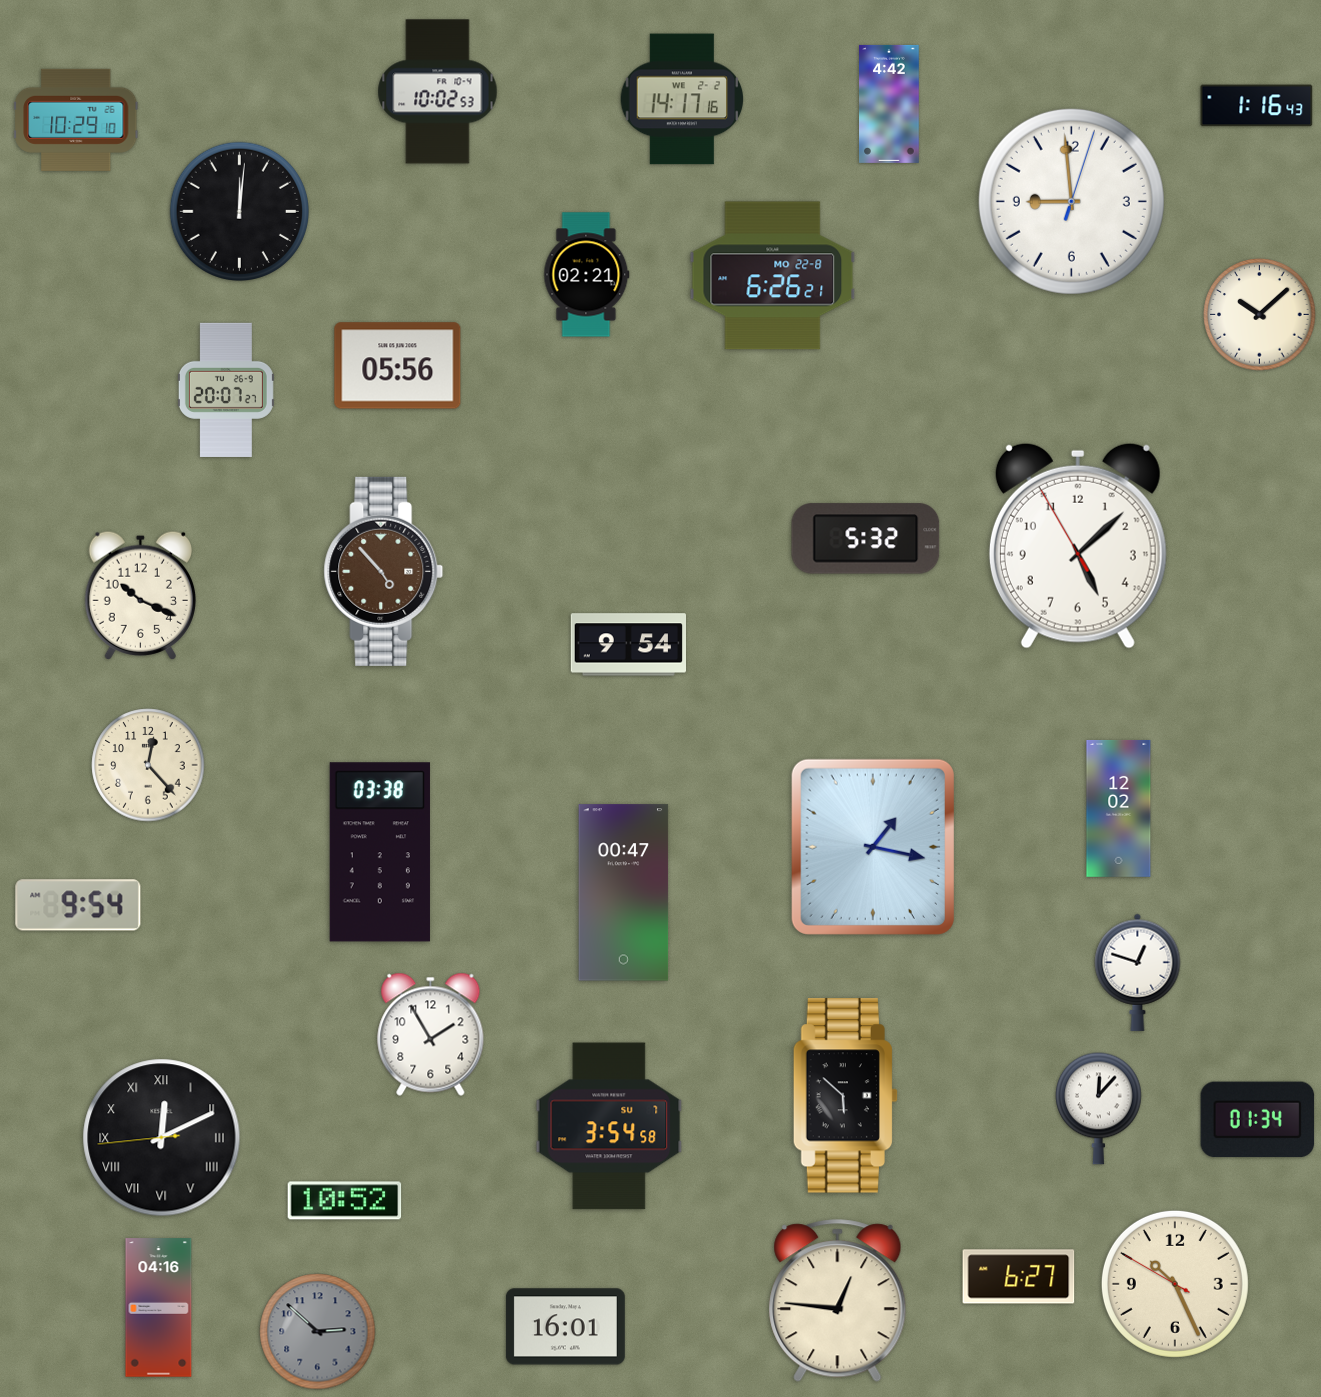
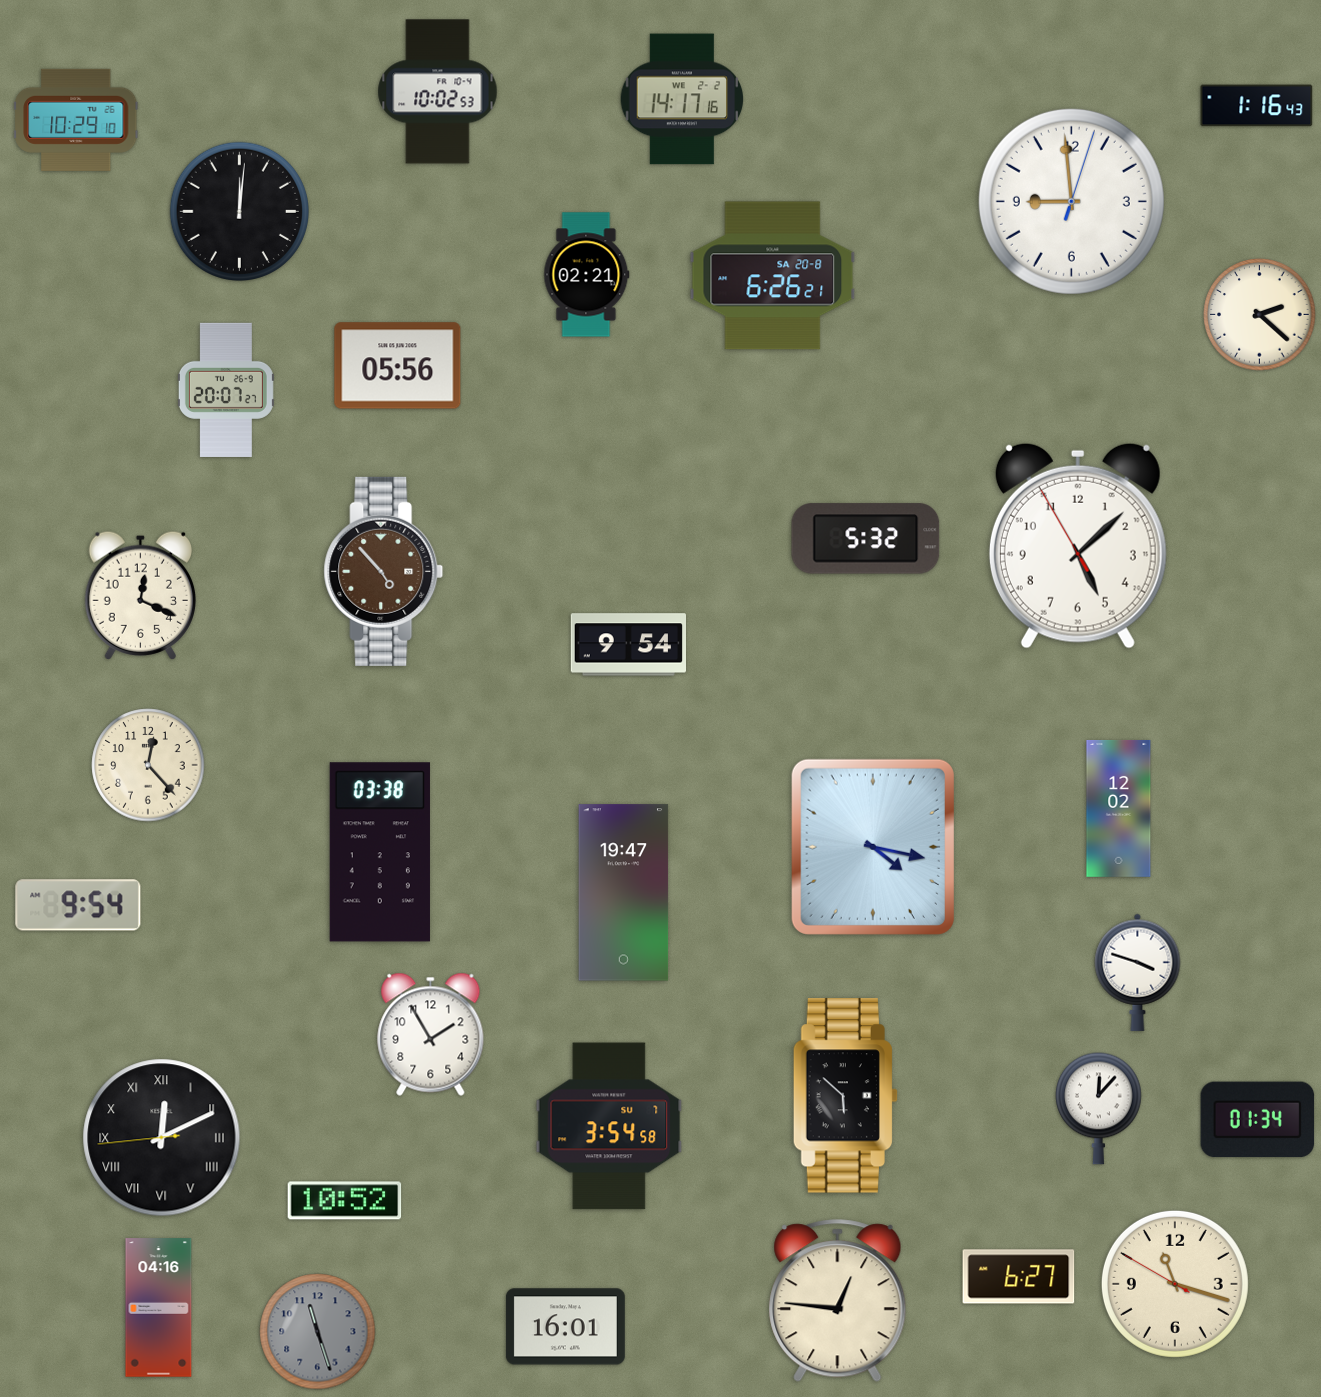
clock at (889, 104): 4:42 -> none
clock at (773, 276) date: MO 22-8 -> SA 20-8
clock at (1260, 315): 10:08 -> 2:22
clock at (140, 595): 10:19 -> 12:19
clock at (873, 847): 1:17 -> 4:17
clock at (624, 893): 00:47 -> 19:47
clock at (1138, 972): 12:48 -> 3:48
clock at (1175, 1284): 10:25 -> 11:17
clock at (318, 1332): 2:52 -> 11:27
